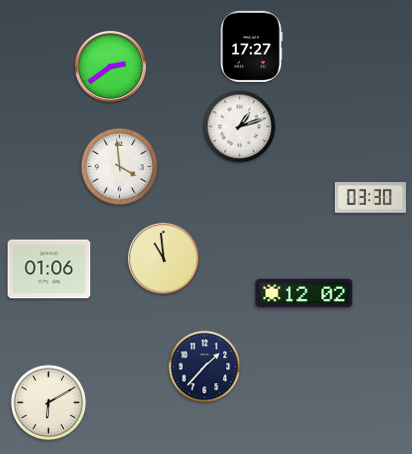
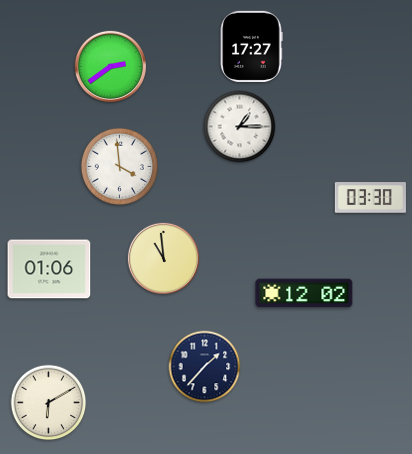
clock at (240, 127): 1:12 -> 1:15
